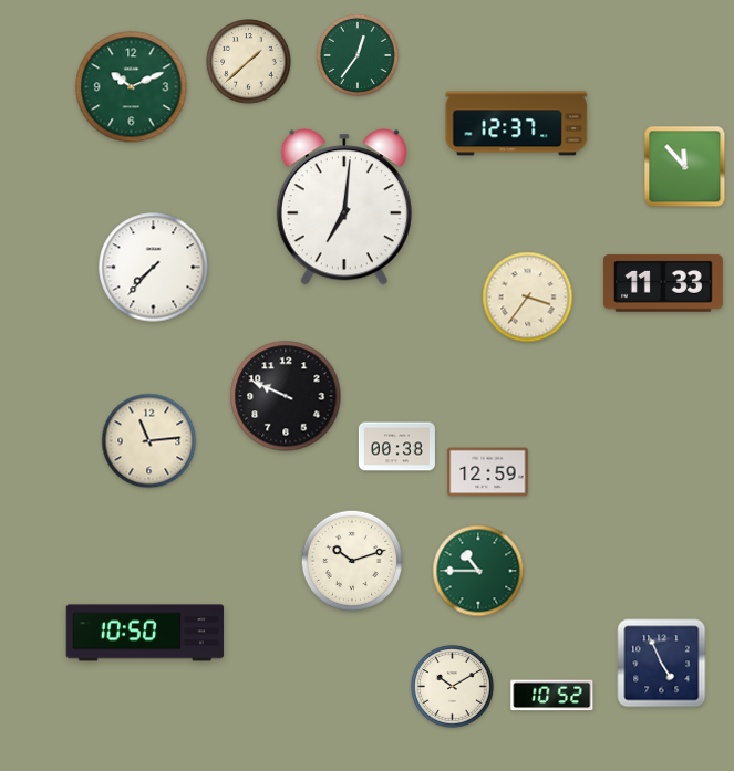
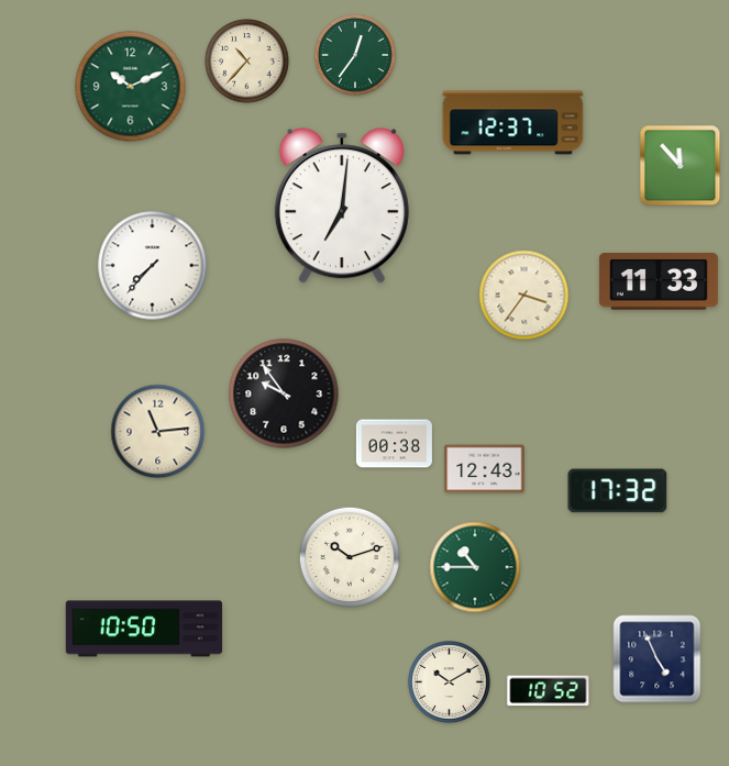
clock at (249, 62): 1:38 -> 10:37
clock at (286, 396): 9:49 -> 9:54
clock at (149, 441) position: (149, 441) -> (158, 432)
clock at (488, 472): 12:59 -> 12:43
clock at (618, 491): none -> 17:32
